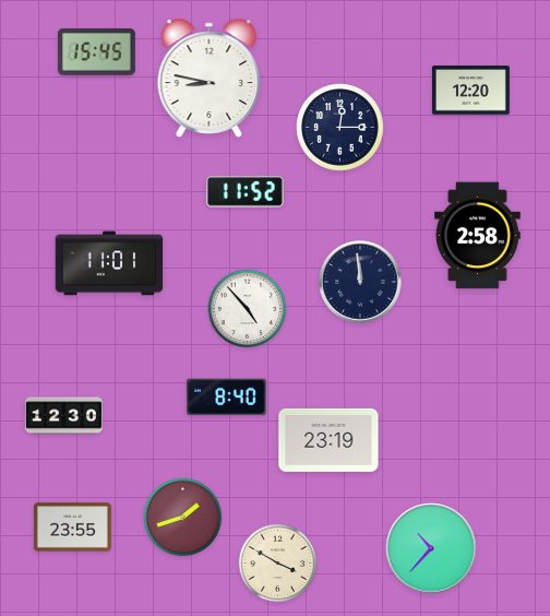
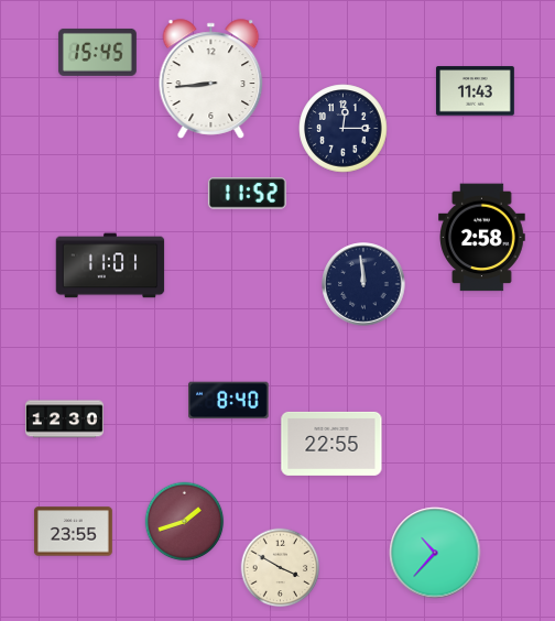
clock at (210, 79): 8:47 -> 8:44
clock at (470, 91): 12:20 -> 11:43
clock at (248, 309): 4:53 -> none
clock at (328, 440): 23:19 -> 22:55
